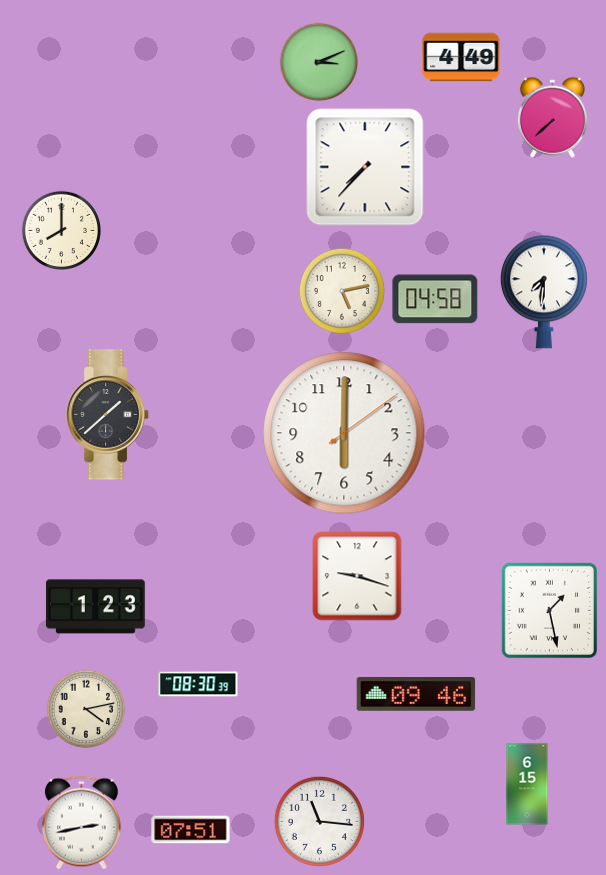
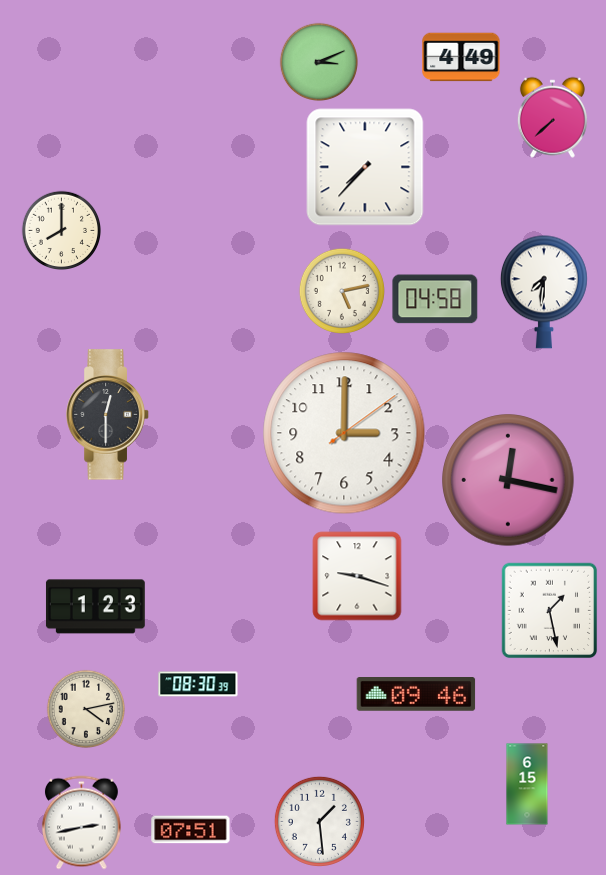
clock at (108, 415): 1:38 -> 12:30
clock at (344, 433): 6:00 -> 3:00
clock at (508, 480): none -> 12:17
clock at (319, 821): 11:16 -> 1:29
